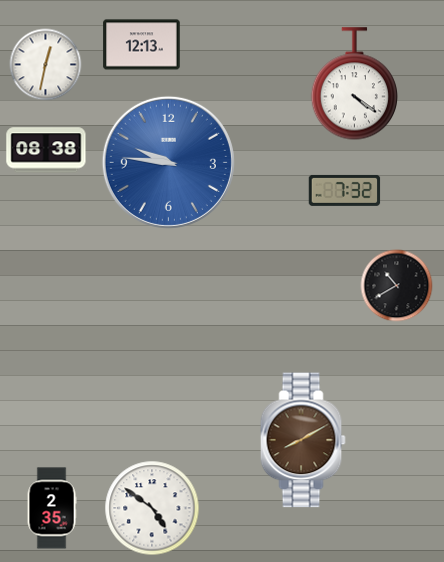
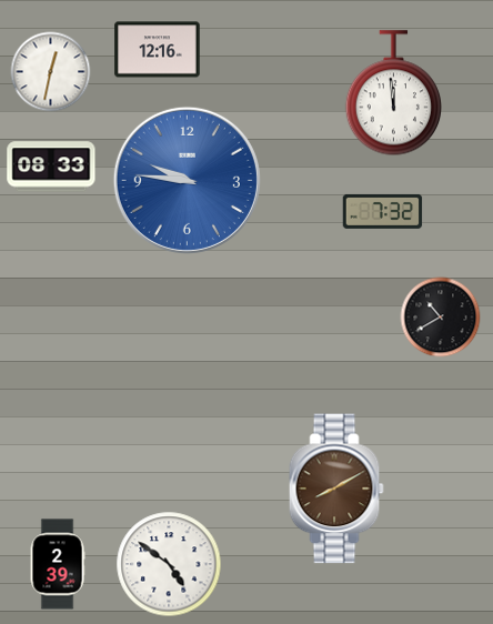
clock at (142, 45): 12:13 -> 12:16
clock at (354, 84): 4:21 -> 11:59
clock at (46, 150): 08:38 -> 08:33
clock at (52, 508): 2:35 -> 2:39
